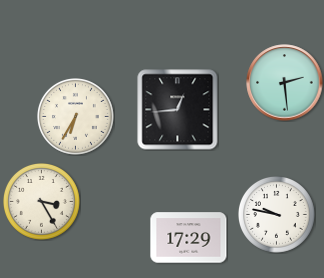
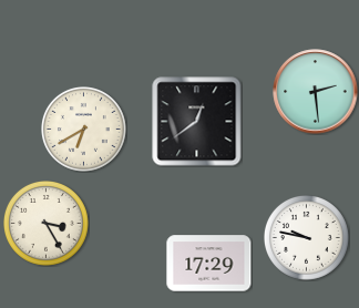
clock at (178, 110): 12:44 -> 12:39
clock at (76, 117): 6:35 -> 6:40
